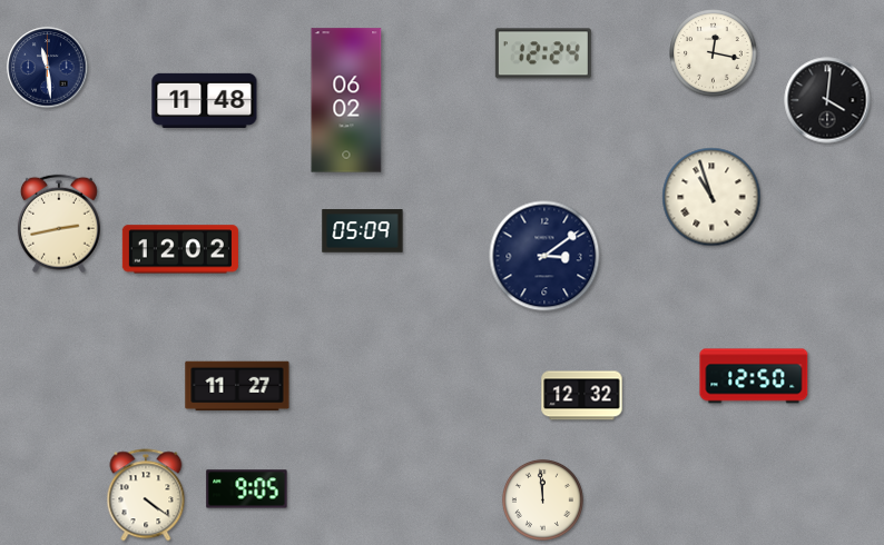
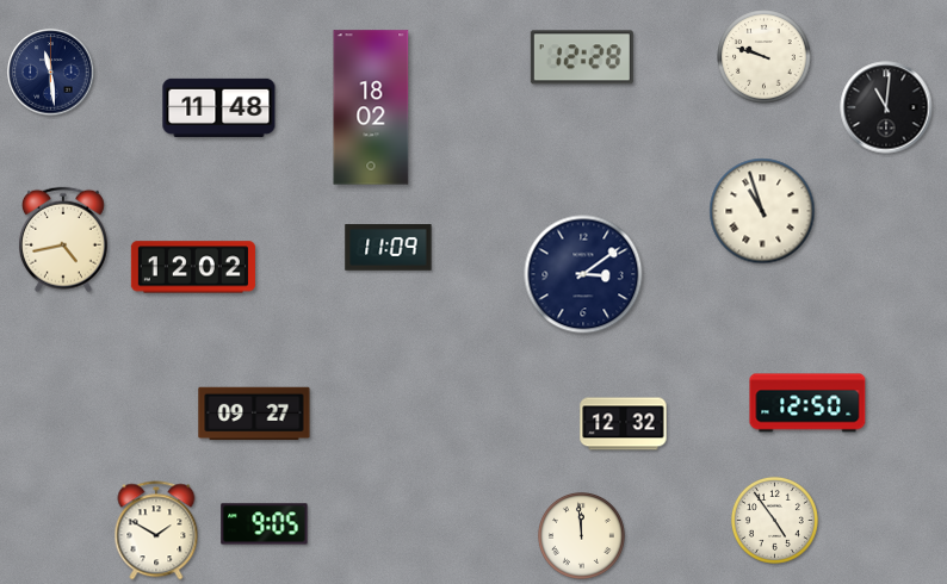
clock at (543, 53): 12:24 -> 12:28
clock at (714, 53): 12:17 -> 9:48
clock at (346, 100): 06:02 -> 18:02
clock at (827, 100): 4:01 -> 11:01
clock at (59, 224): 2:43 -> 4:43
clock at (363, 231): 05:09 -> 11:09
clock at (237, 386): 11:27 -> 09:27
clock at (774, 520): none -> 4:54
clock at (146, 495): 4:21 -> 1:50
